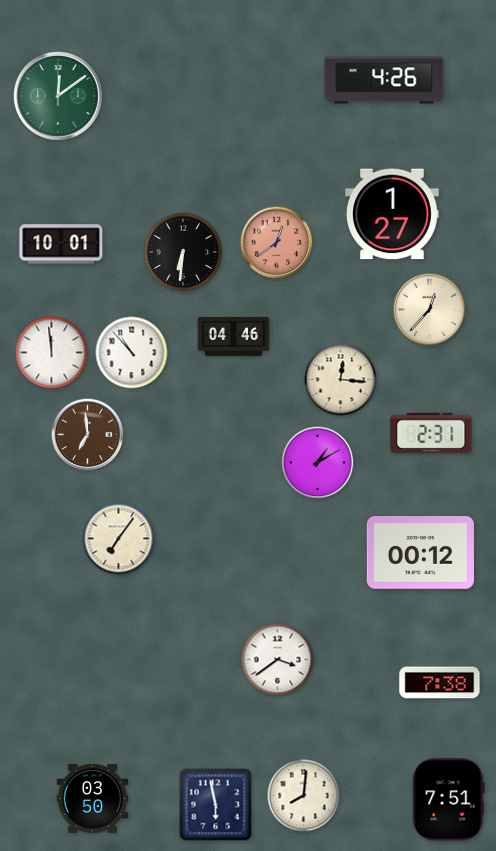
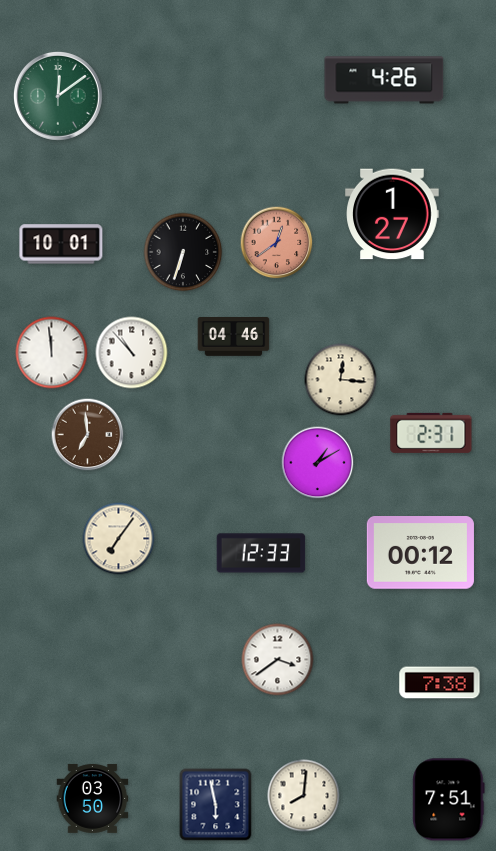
clock at (183, 252): 6:31 -> 6:33
clock at (430, 310): 12:37 -> none
clock at (261, 553): none -> 12:33
